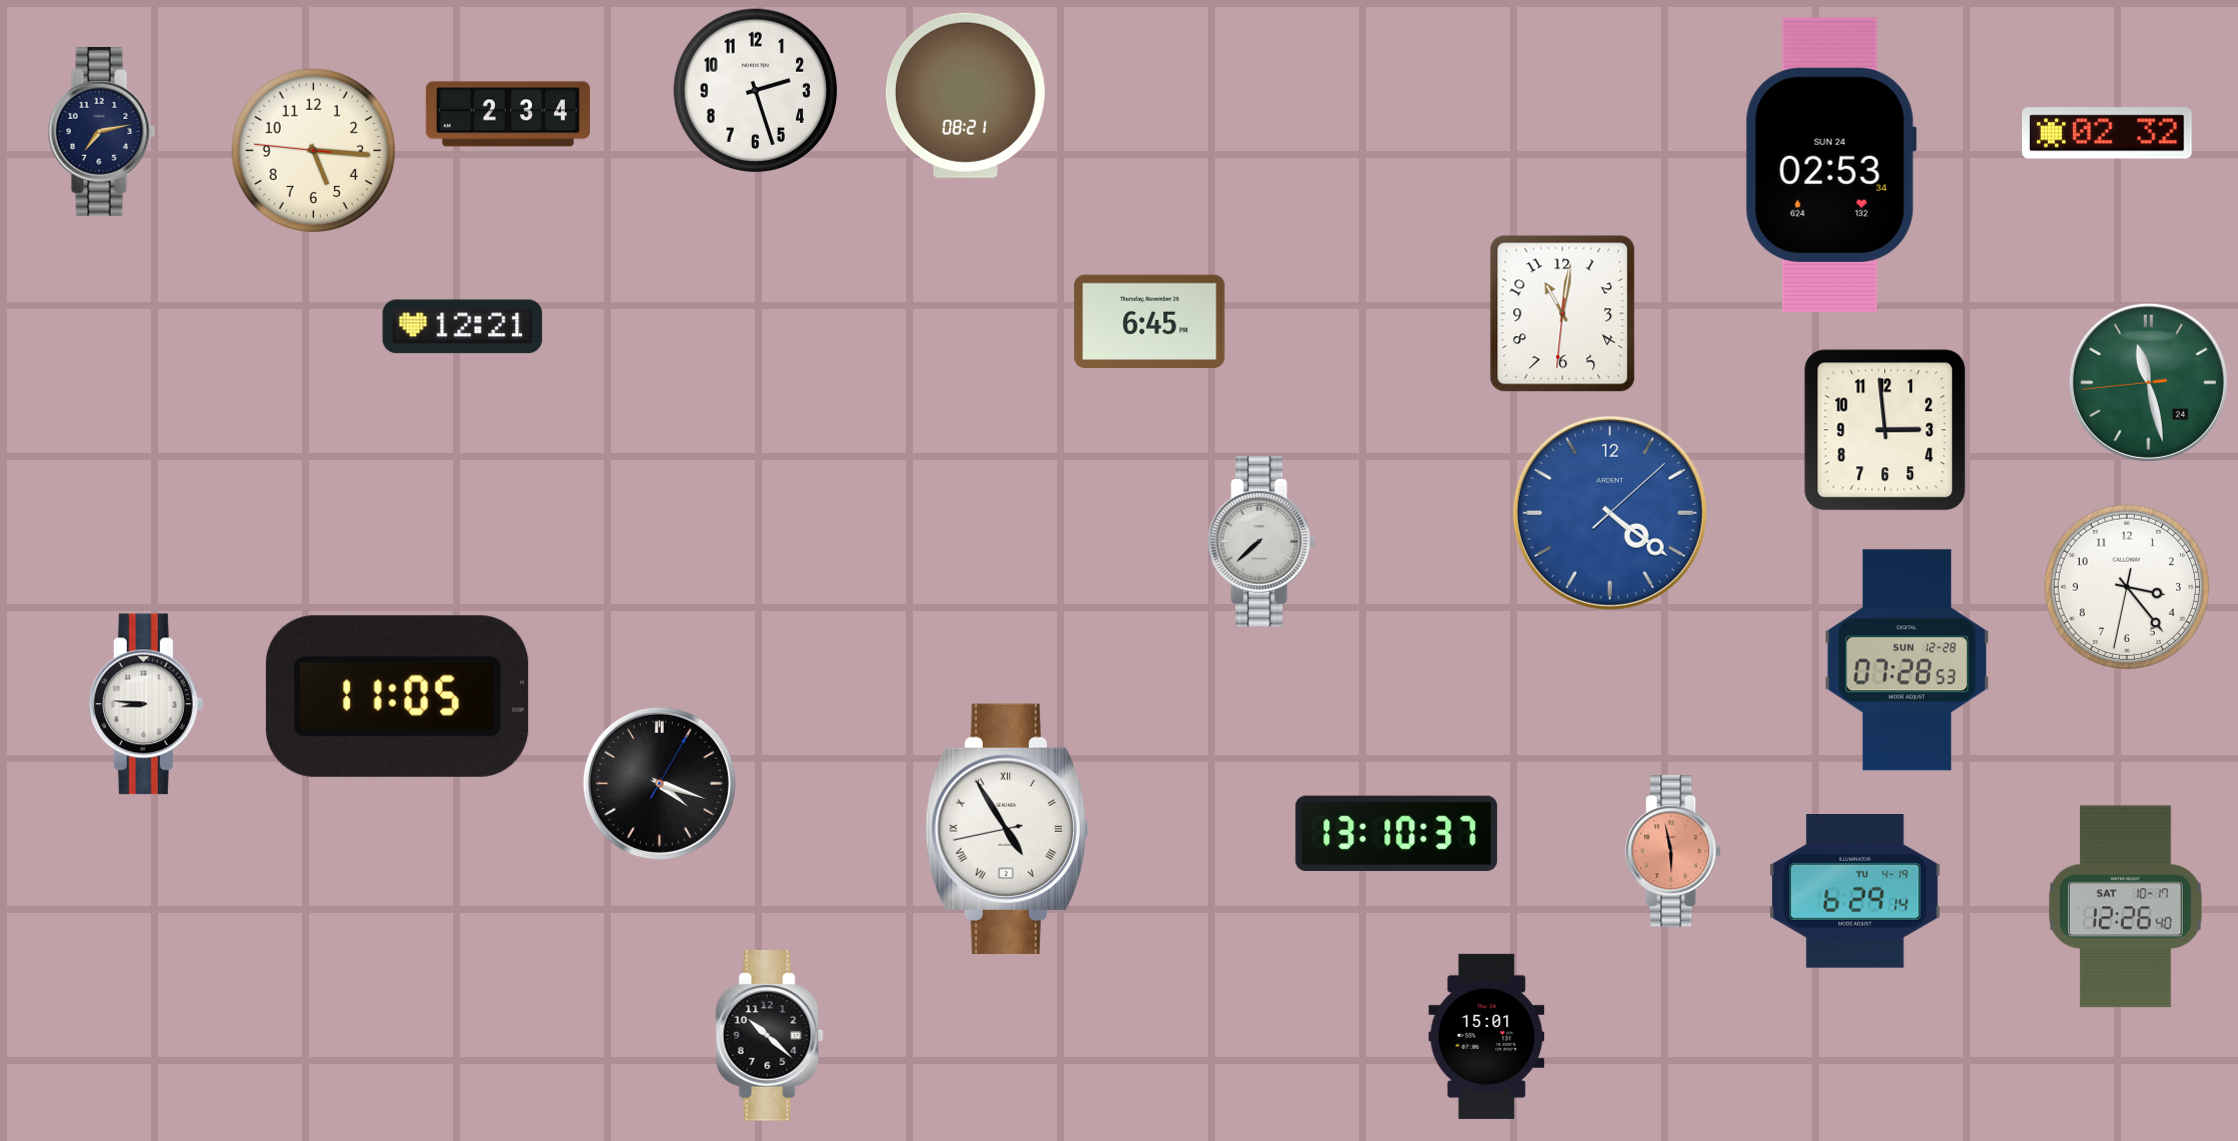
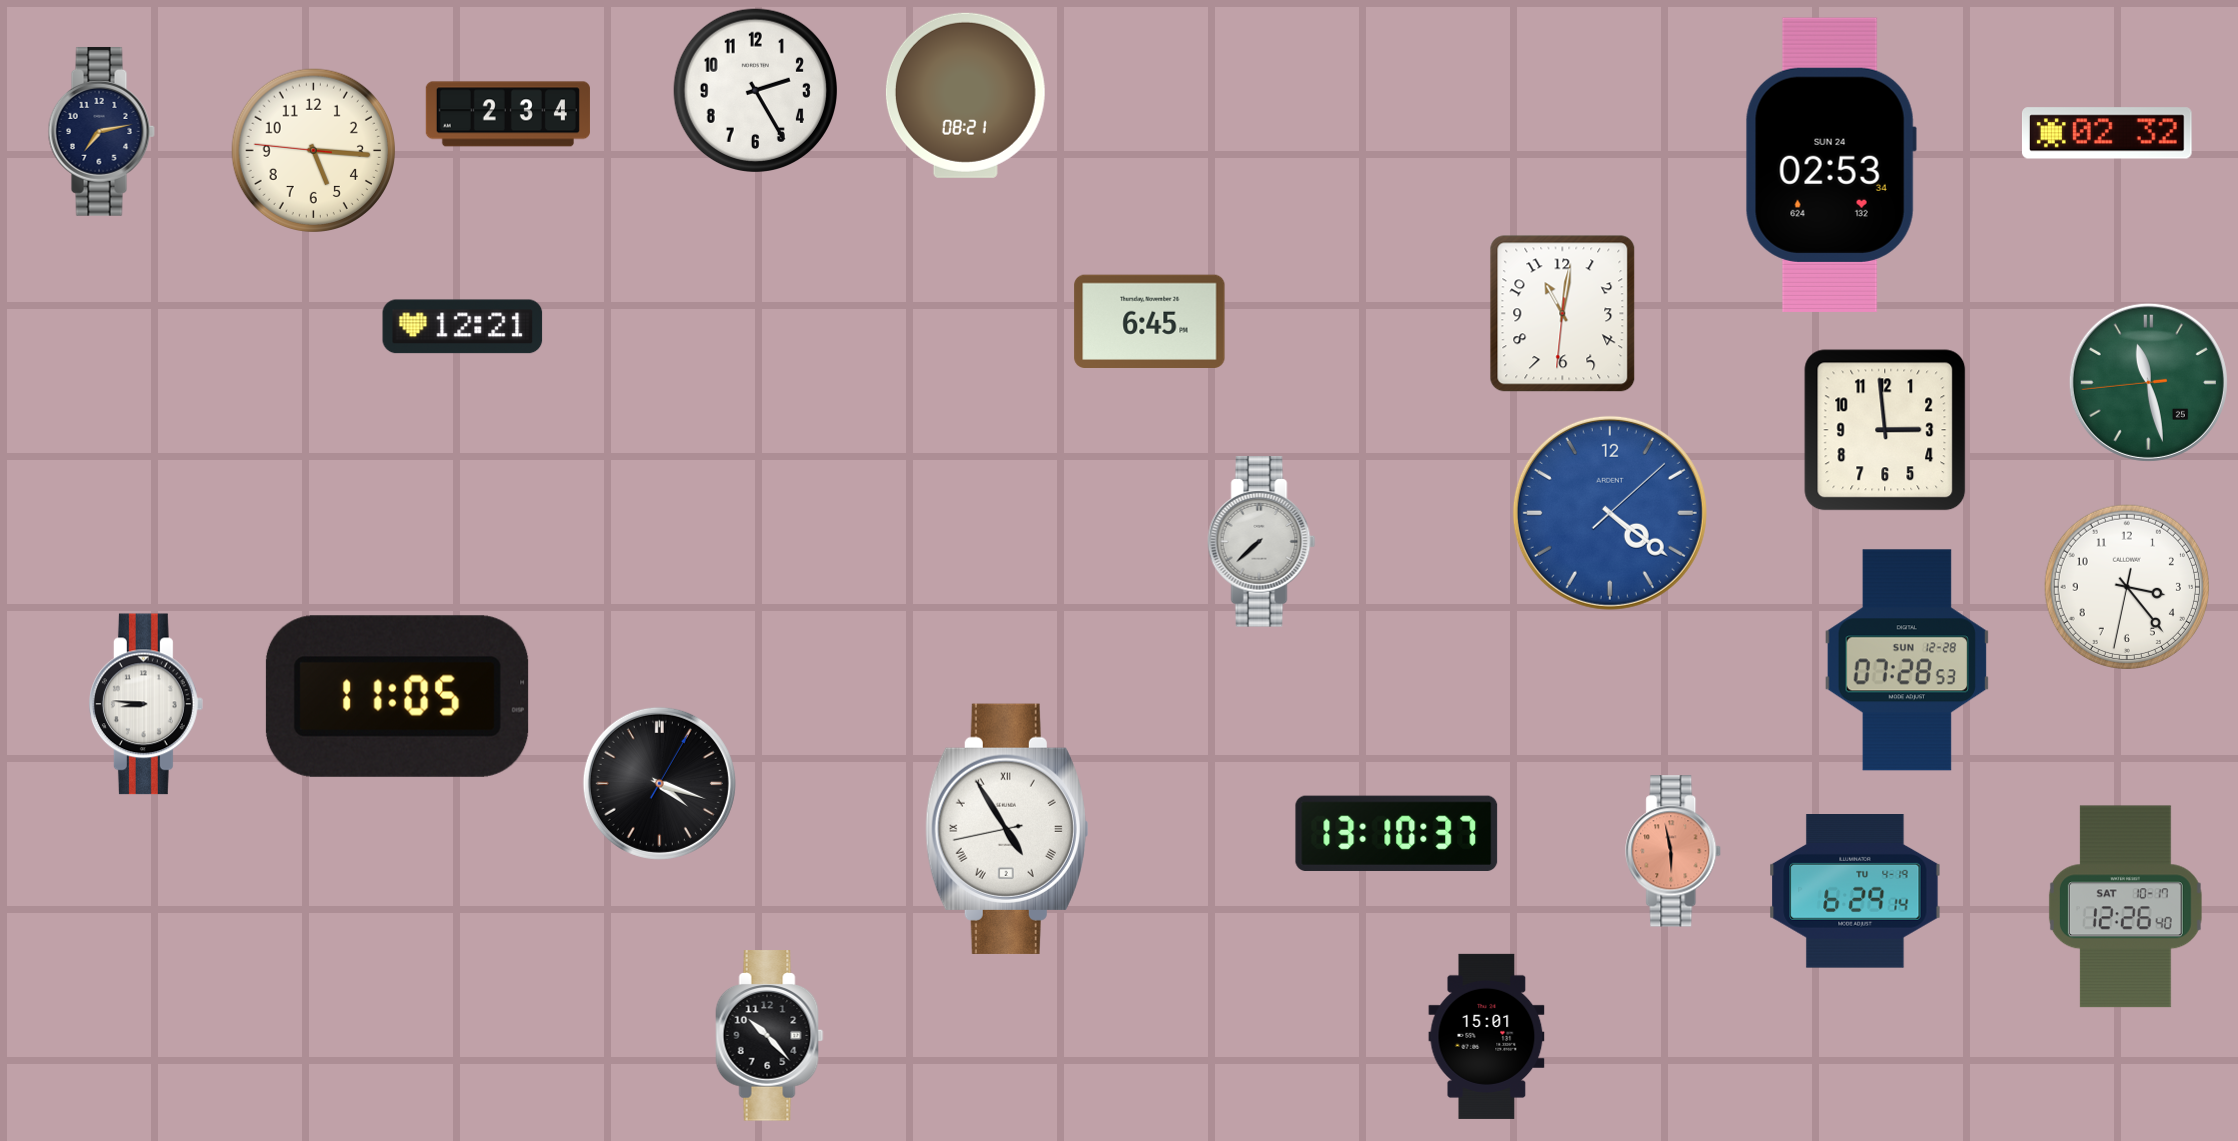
clock at (755, 90): 2:27 -> 2:25
clock at (2148, 382) date: 24 -> 25
clock at (770, 1036): 10:22 -> 10:23
